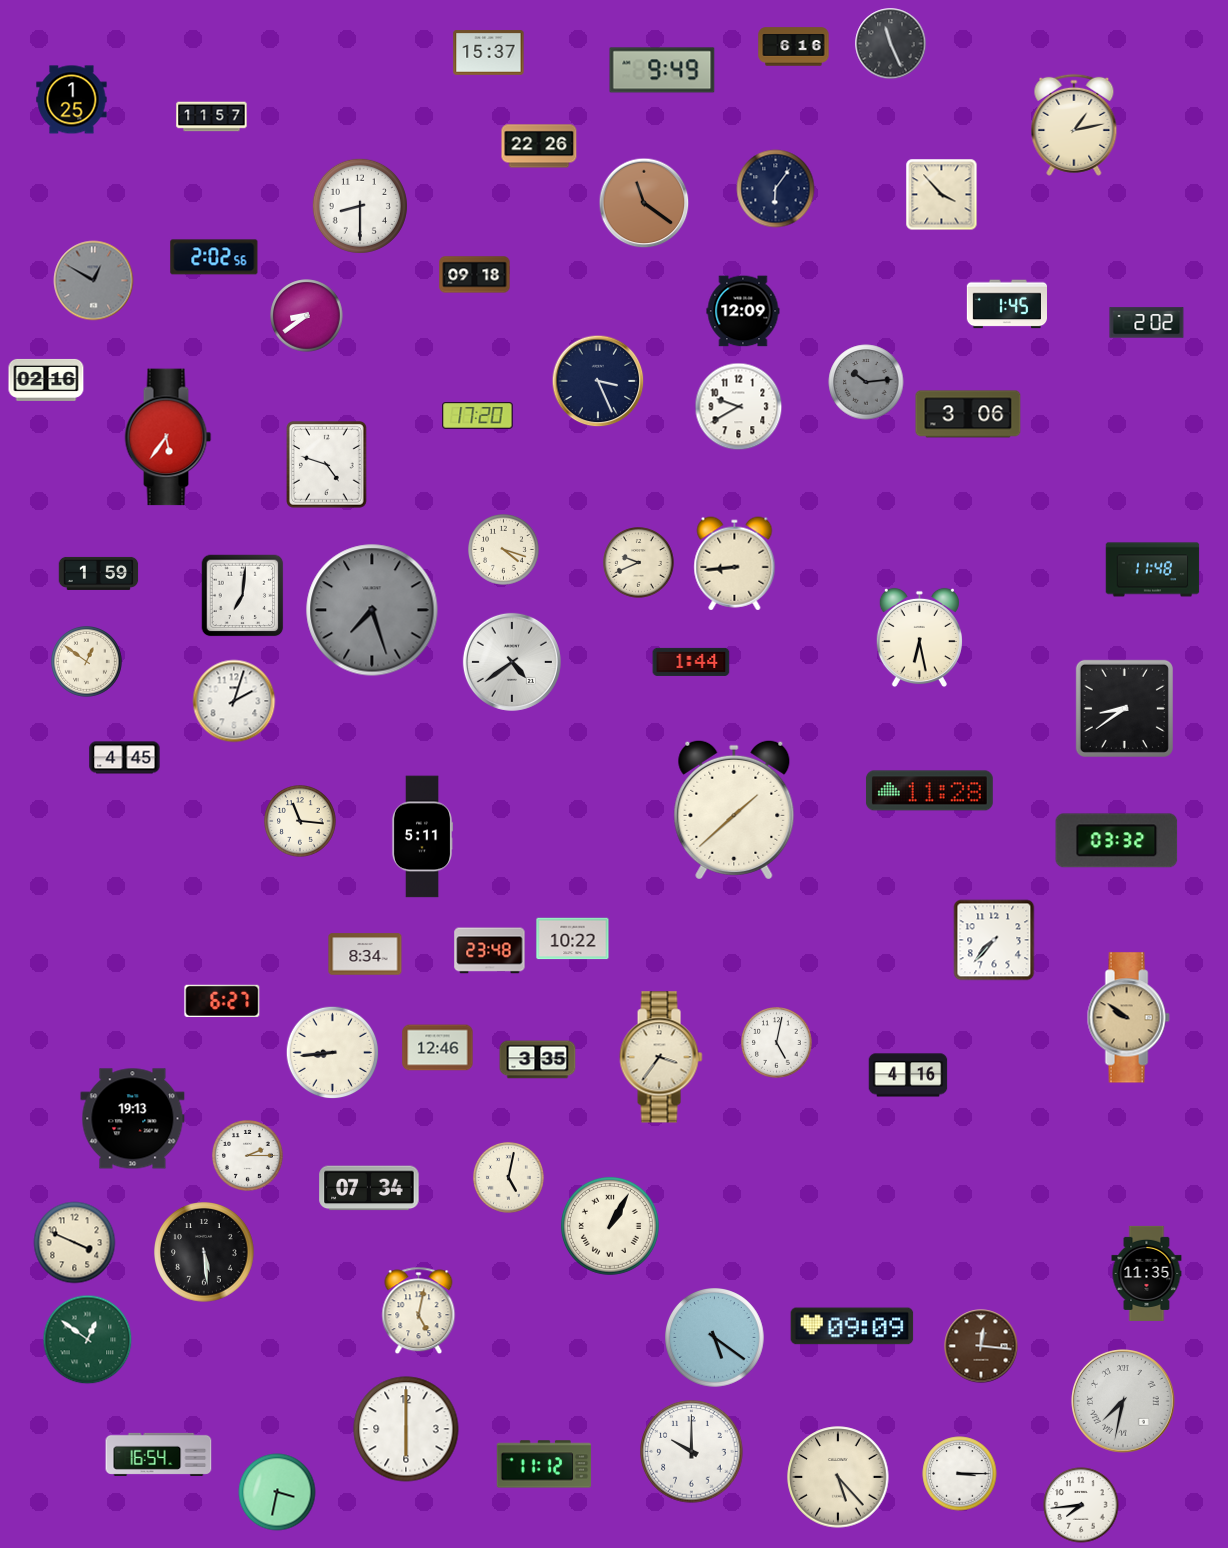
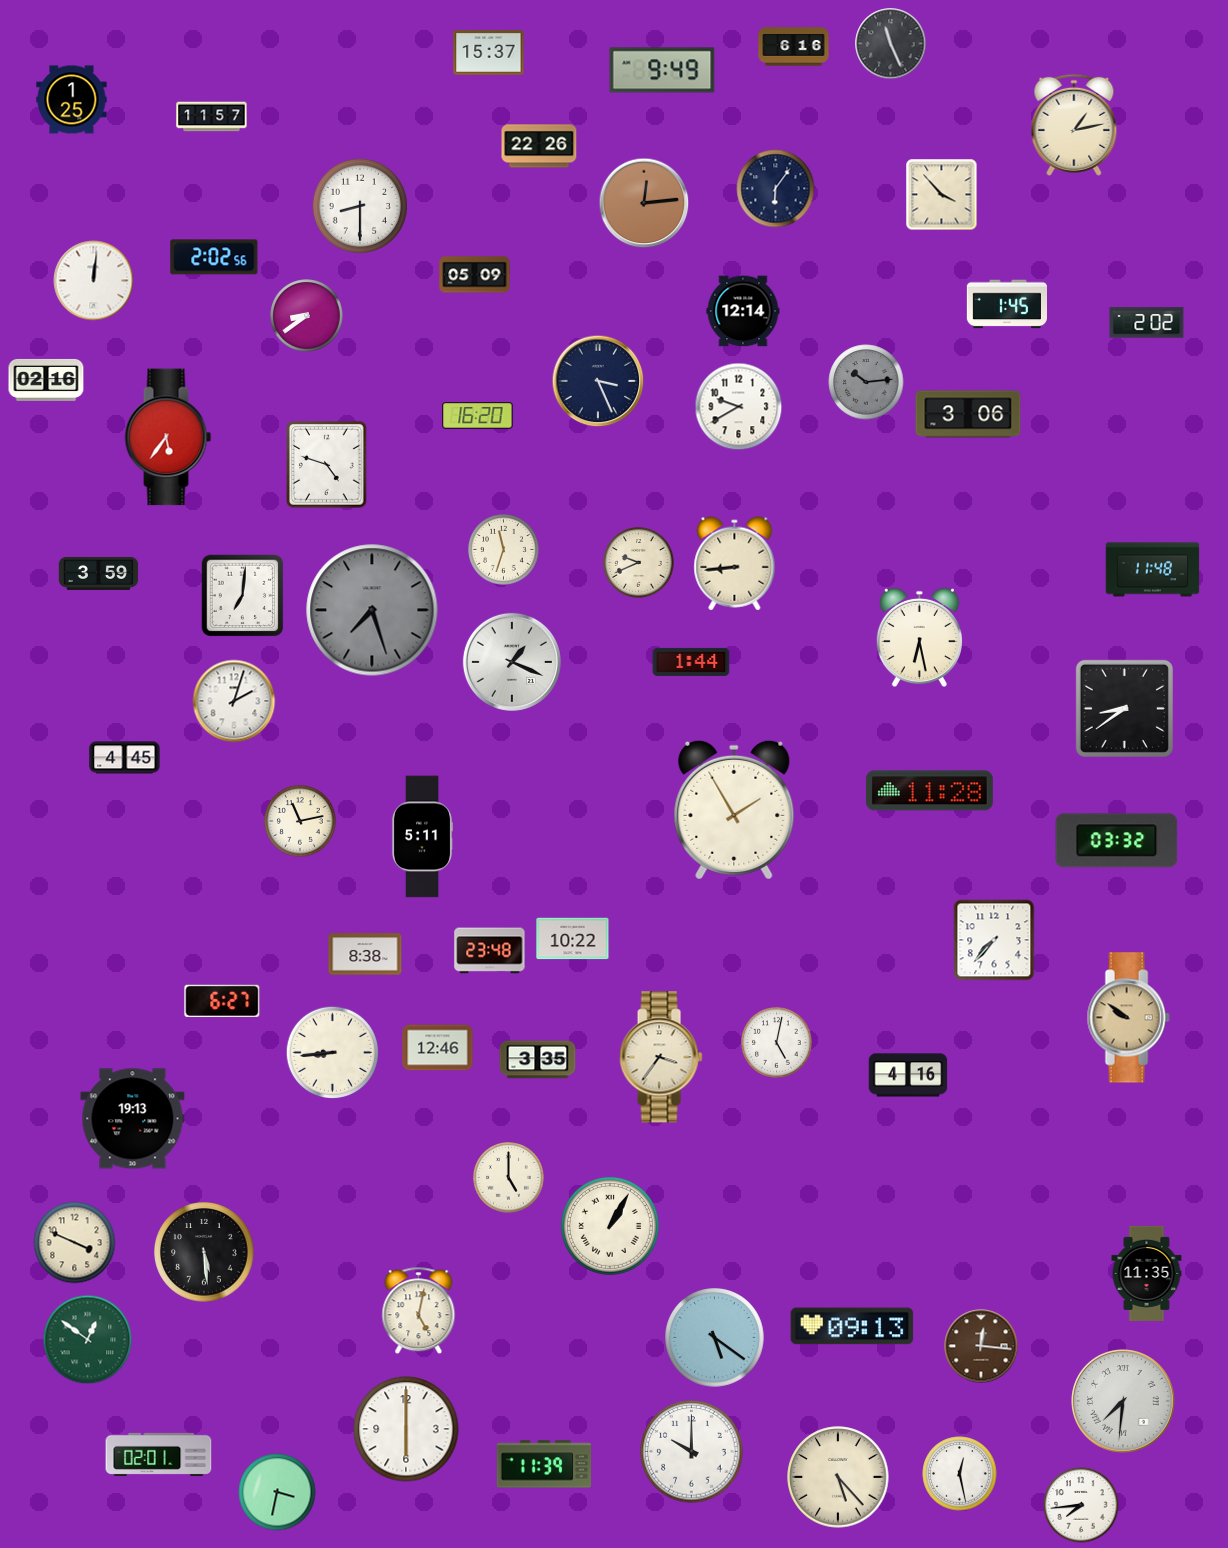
clock at (644, 203): 11:21 -> 12:14
clock at (475, 275): 09:18 -> 05:09
clock at (94, 281): 12:50 -> 12:01
clock at (94, 281) dial: grey -> white
clock at (743, 311): 12:09 -> 12:14
clock at (478, 416): 17:20 -> 16:20
clock at (504, 550): 4:18 -> 11:33
clock at (99, 573): 1:59 -> 3:59
clock at (87, 662): 12:51 -> none
clock at (512, 662): 4:39 -> 1:19
clock at (734, 810): 1:38 -> 1:55
clock at (300, 821): 11:16 -> 11:13
clock at (365, 954): 8:34 -> 8:38
clock at (248, 1156): 2:15 -> none
clock at (509, 1178): 5:02 -> 5:00
clock at (369, 1188): 07:34 -> none
clock at (852, 1326): 09:09 -> 09:13
clock at (1124, 1402): 7:32 -> 7:31
clock at (159, 1454): 16:54 -> 02:01
clock at (544, 1464): 11:12 -> 11:39
clock at (960, 1474): 3:15 -> 12:28
